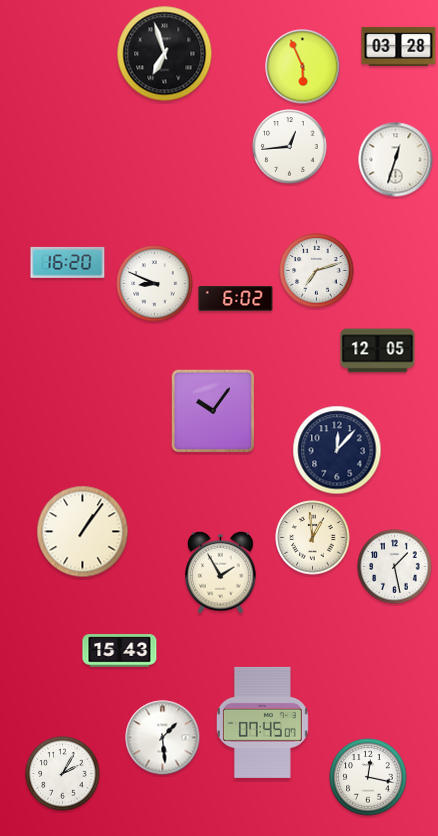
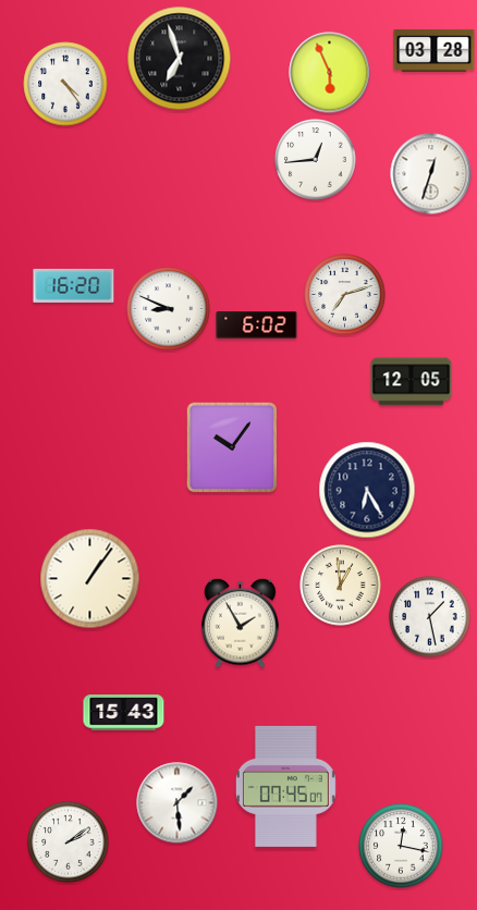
clock at (65, 84): none -> 4:24
clock at (337, 450): 12:07 -> 6:25
clock at (120, 651) position: (120, 651) -> (124, 713)
clock at (63, 774): 2:05 -> 2:09
